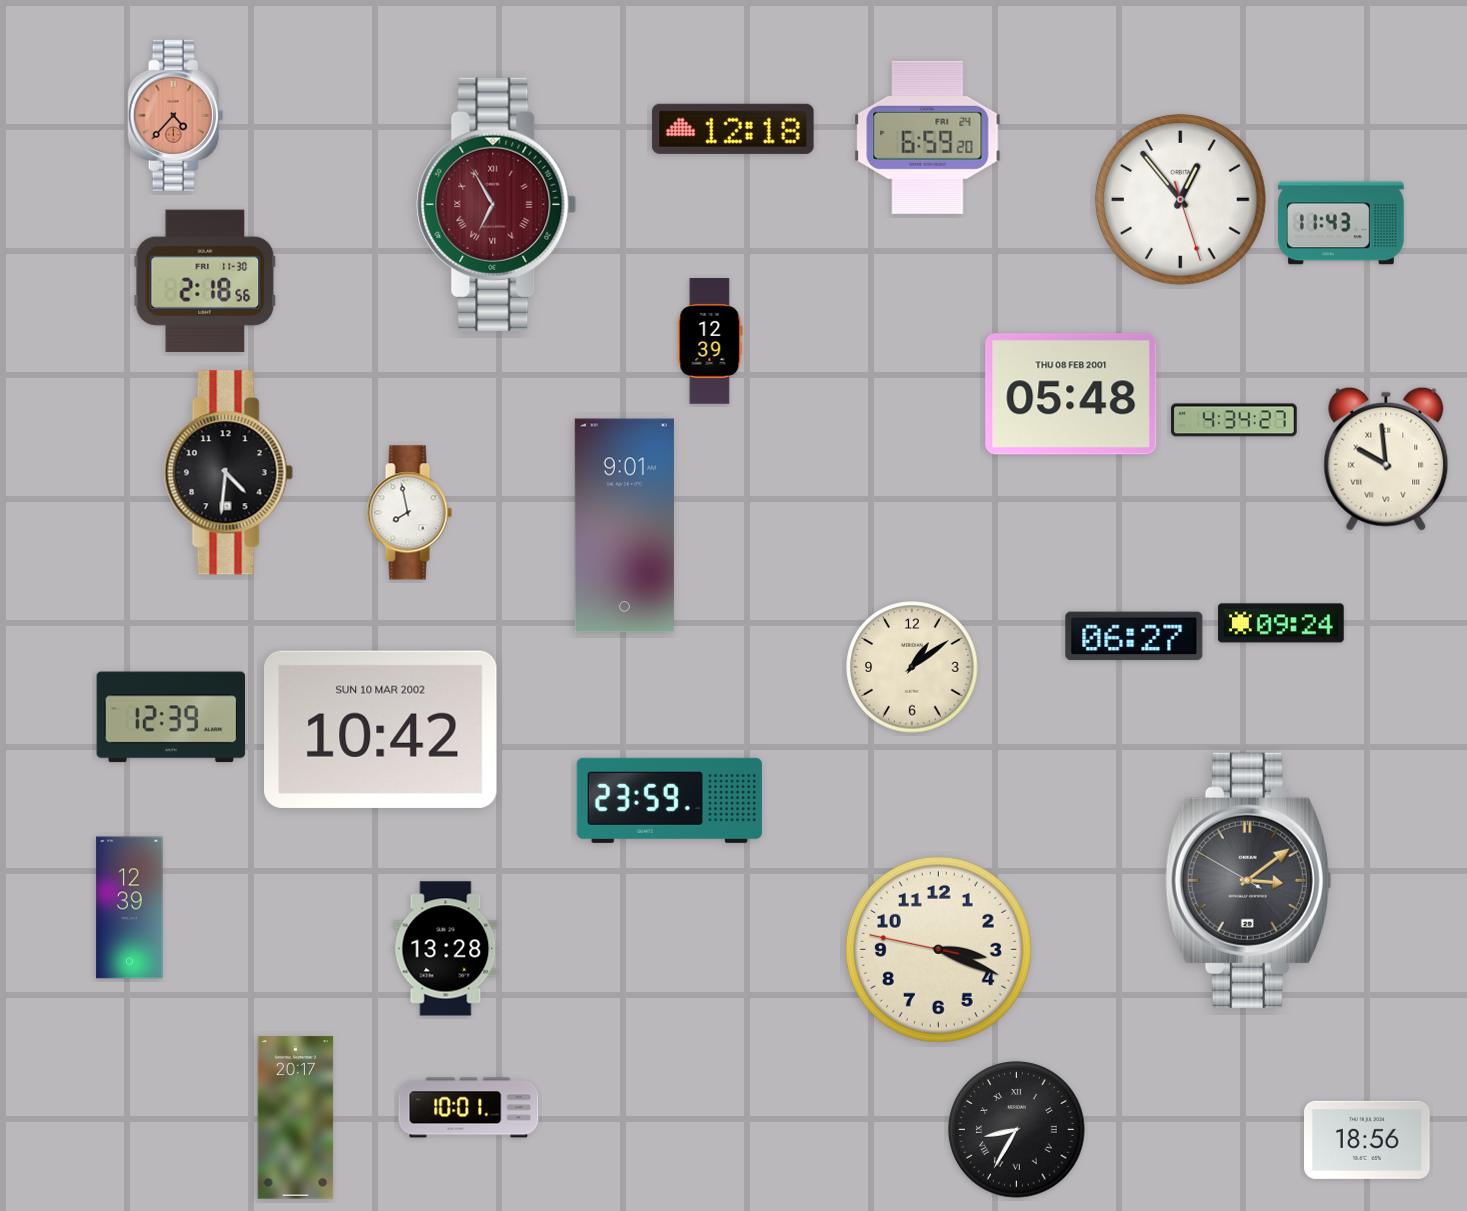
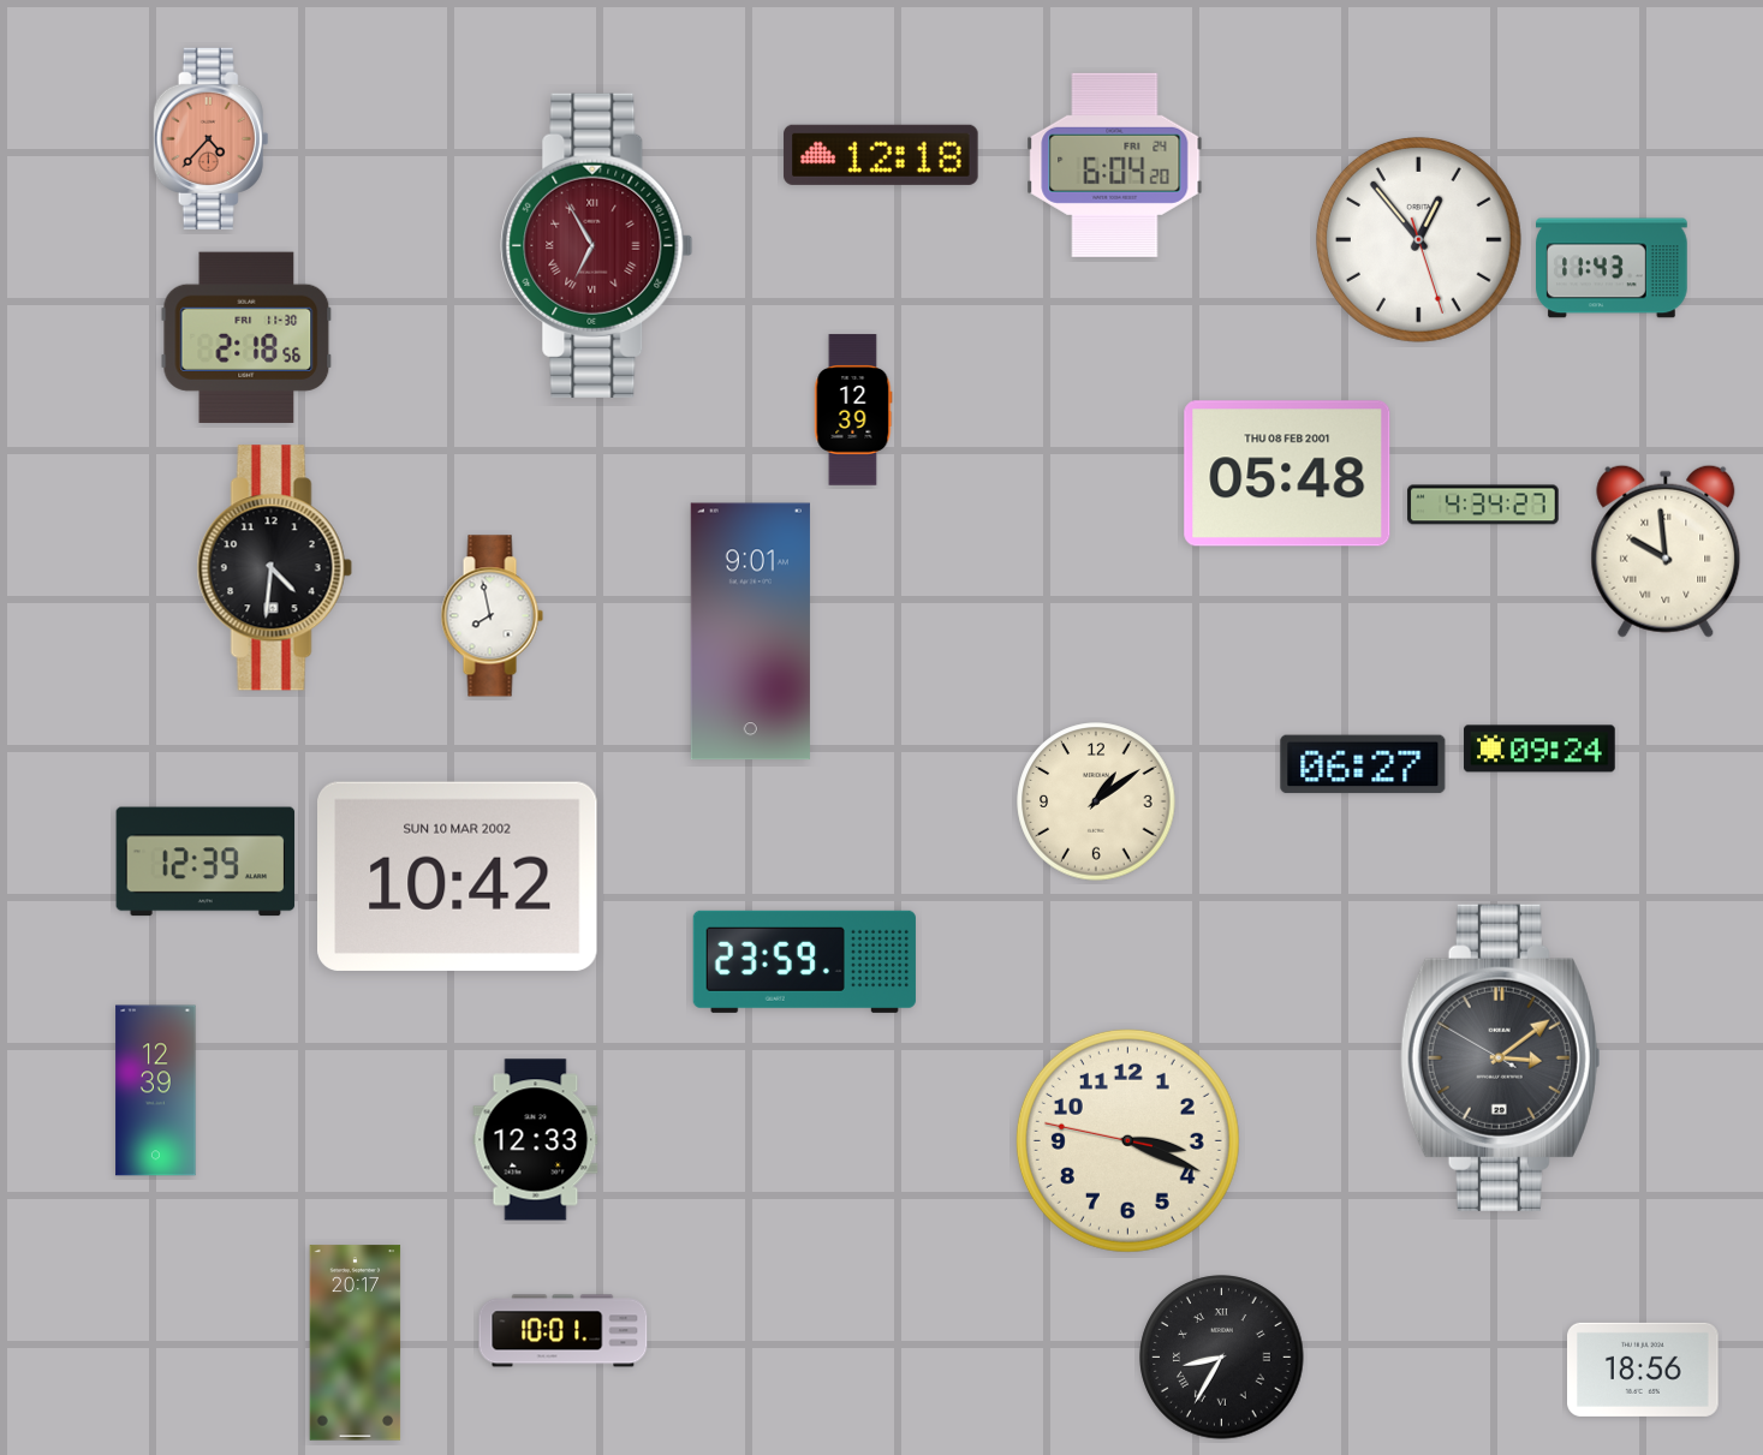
clock at (928, 137): 6:59 -> 6:04
clock at (446, 949): 13:28 -> 12:33
